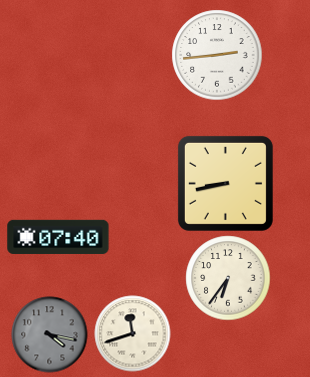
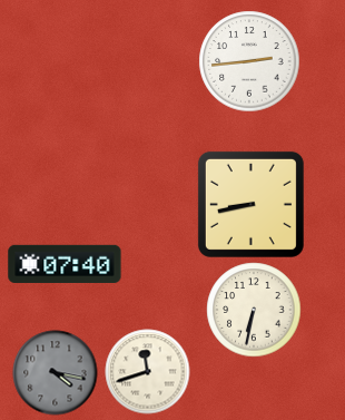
clock at (217, 55) position: (217, 55) -> (249, 61)
clock at (228, 278): 6:36 -> 6:32
